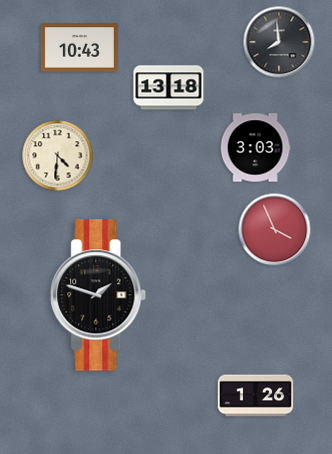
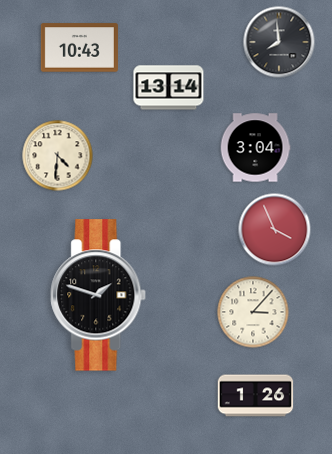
clock at (169, 88): 13:18 -> 13:14
clock at (255, 148): 3:03 -> 3:04
clock at (253, 312): none -> 3:07
